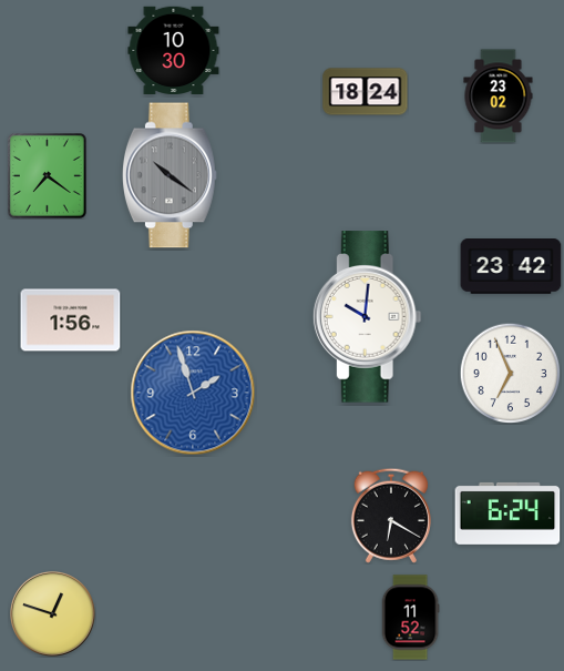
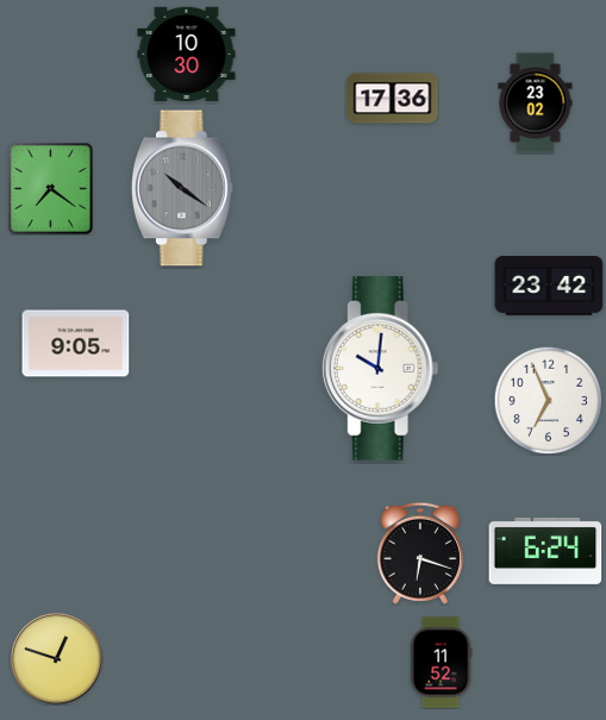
clock at (366, 92): 18:24 -> 17:36
clock at (367, 317) position: (367, 317) -> (380, 369)
clock at (71, 321): 1:56 -> 9:05
clock at (193, 393): 1:57 -> none
clock at (391, 516): 6:20 -> 6:18
